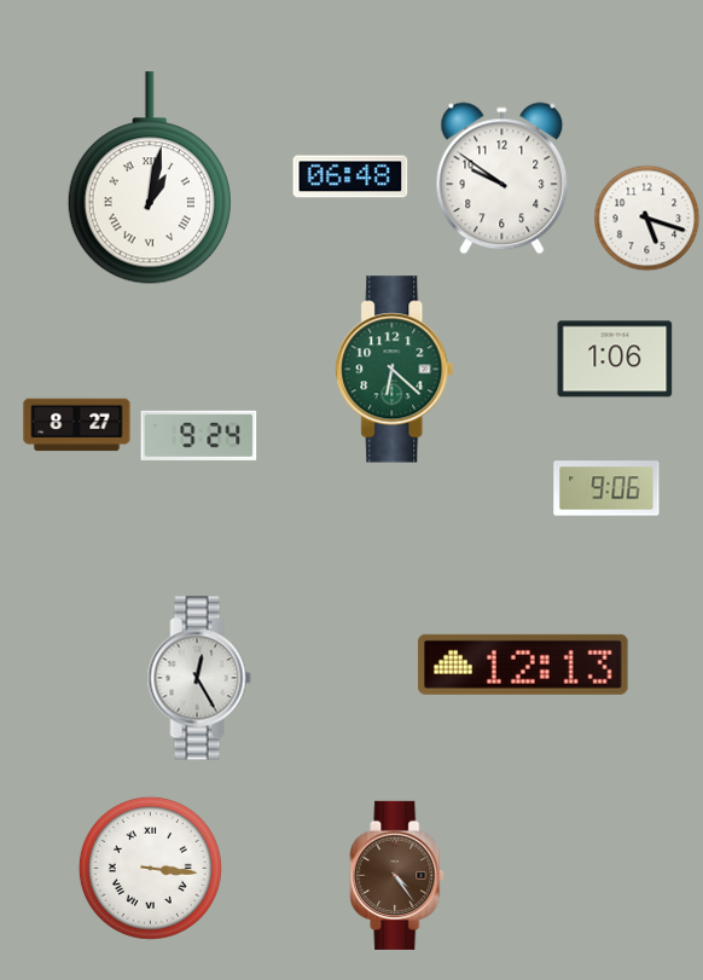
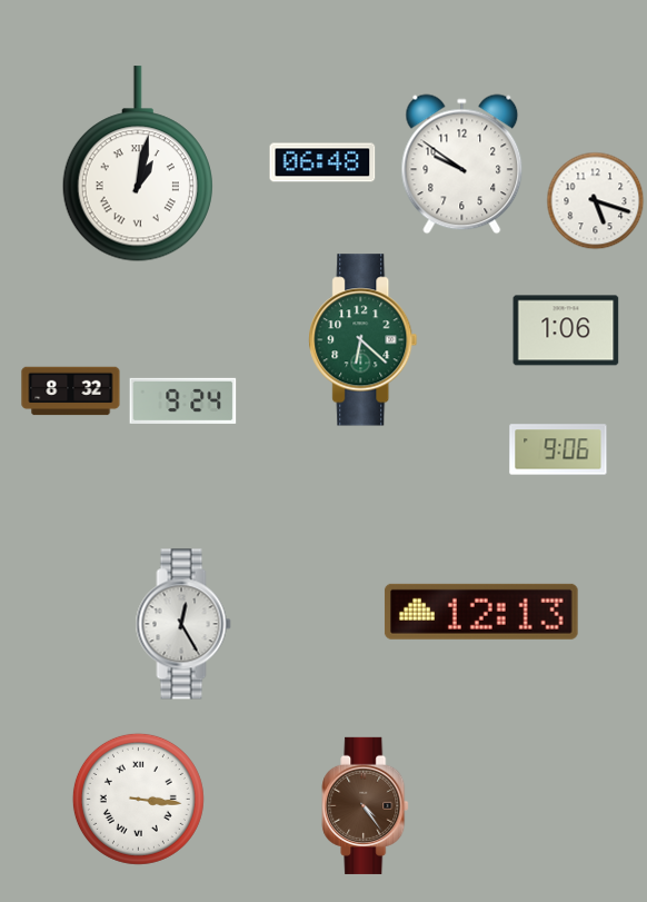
clock at (77, 425): 8:27 -> 8:32
